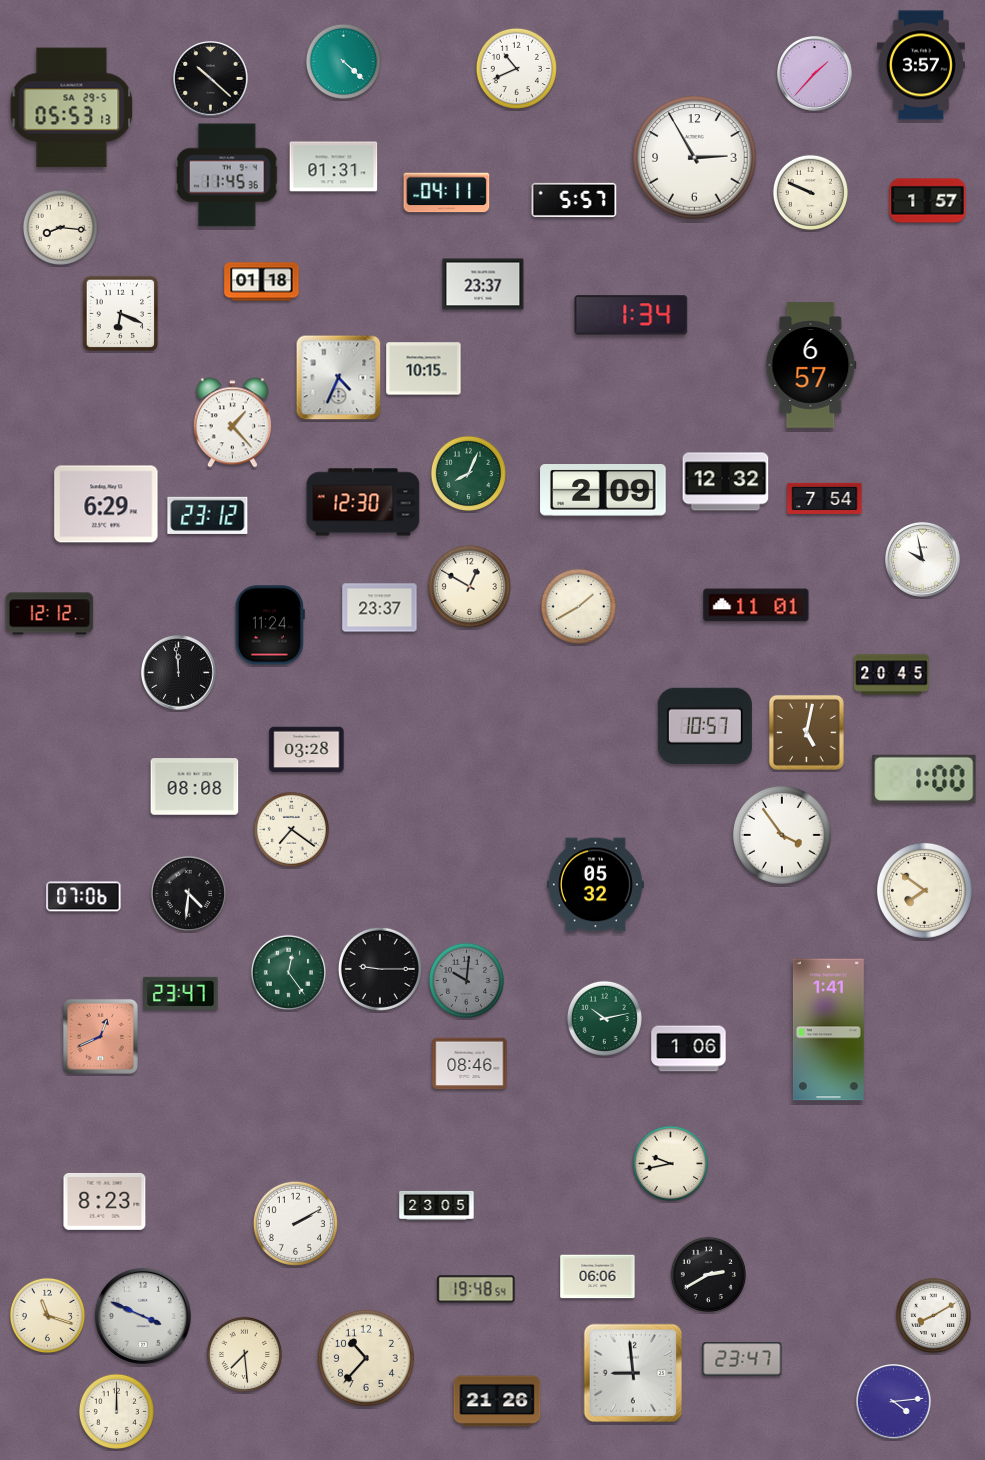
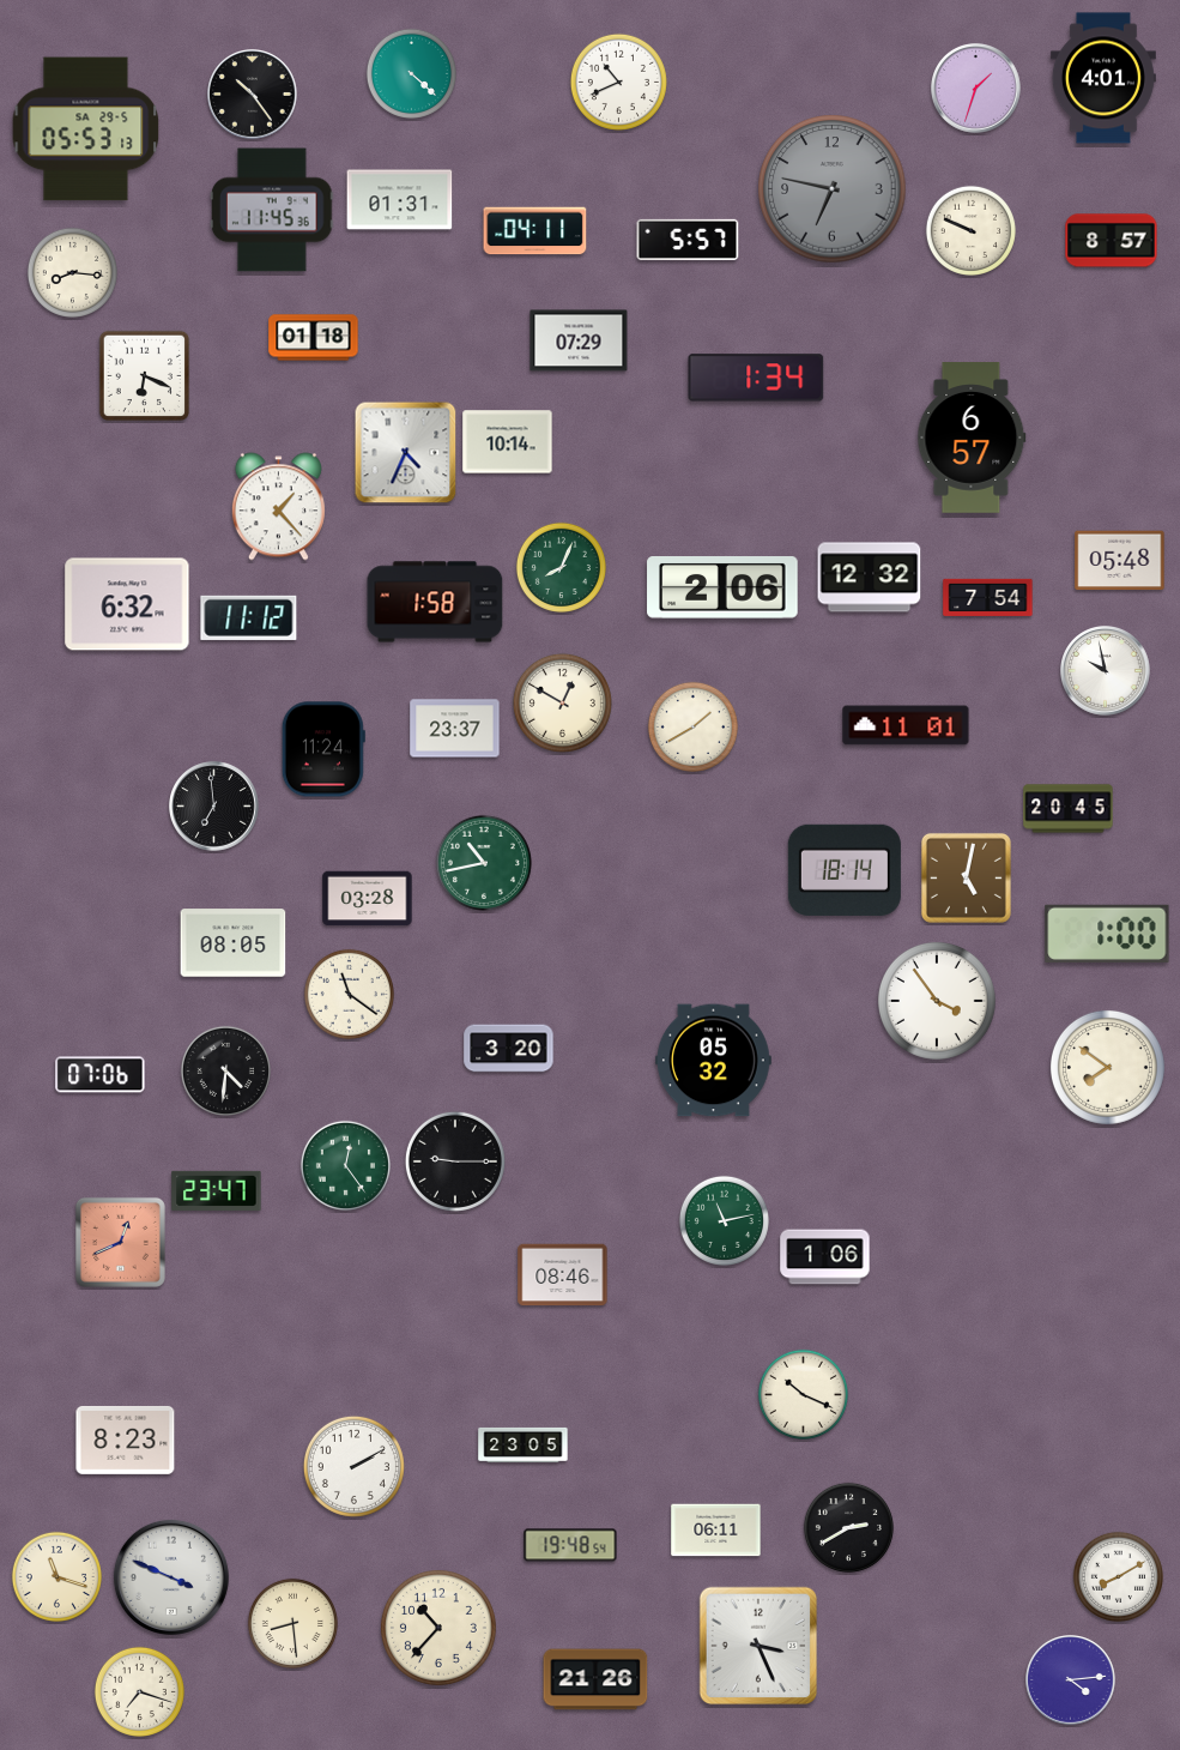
clock at (921, 65): 3:57 -> 4:01
clock at (815, 74): 1:37 -> 1:33
clock at (211, 79): 10:22 -> 10:24
clock at (695, 158): 2:55 -> 6:47
clock at (695, 158) dial: white -> grey
clock at (928, 201): 1:57 -> 8:57
clock at (483, 284): 23:37 -> 07:29
clock at (424, 369): 10:15 -> 10:14
clock at (1120, 561): none -> 05:48
clock at (603, 491): 2:09 -> 2:06
clock at (363, 502): 12:30 -> 1:58
clock at (106, 504): 6:29 -> 6:32
clock at (208, 515): 23:12 -> 11:12
clock at (50, 614): 12:12 -> none
clock at (179, 673): 11:59 -> 6:59
clock at (484, 863): none -> 10:43
clock at (705, 726): 10:57 -> 18:14
clock at (195, 787): 08:08 -> 08:05
clock at (291, 829): 7:21 -> 11:21
clock at (509, 1049): none -> 3:20
clock at (466, 980): 10:01 -> none
clock at (604, 1018): 10:13 -> 11:13
clock at (828, 1030): 1:41 -> none
clock at (670, 1163): 9:43 -> 10:19
clock at (598, 1277): 06:06 -> 06:11
clock at (244, 1354): 7:29 -> 8:29
clock at (742, 1359): 23:47 -> none
clock at (633, 1373): 8:59 -> 3:26
clock at (116, 1411): 12:00 -> 7:18
